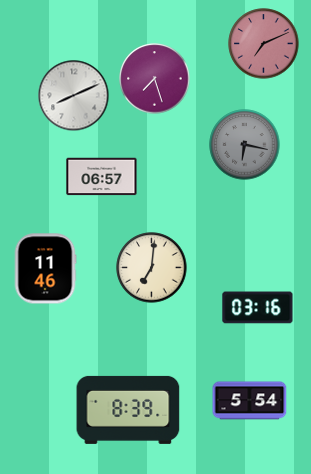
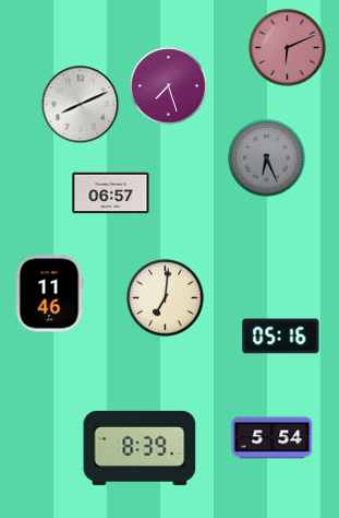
clock at (264, 44): 7:11 -> 6:11
clock at (245, 145): 6:17 -> 6:26
clock at (152, 268) position: (152, 268) -> (166, 298)
clock at (258, 308): 03:16 -> 05:16
